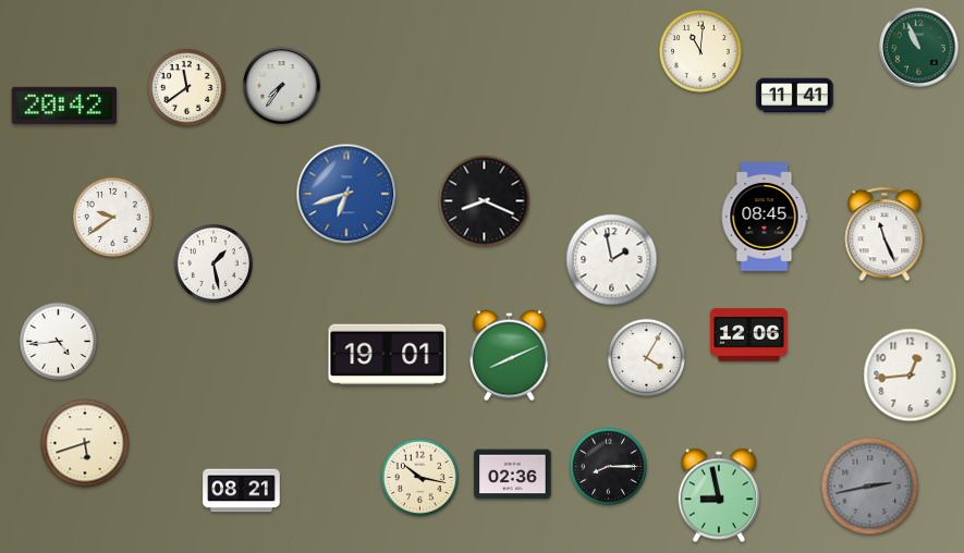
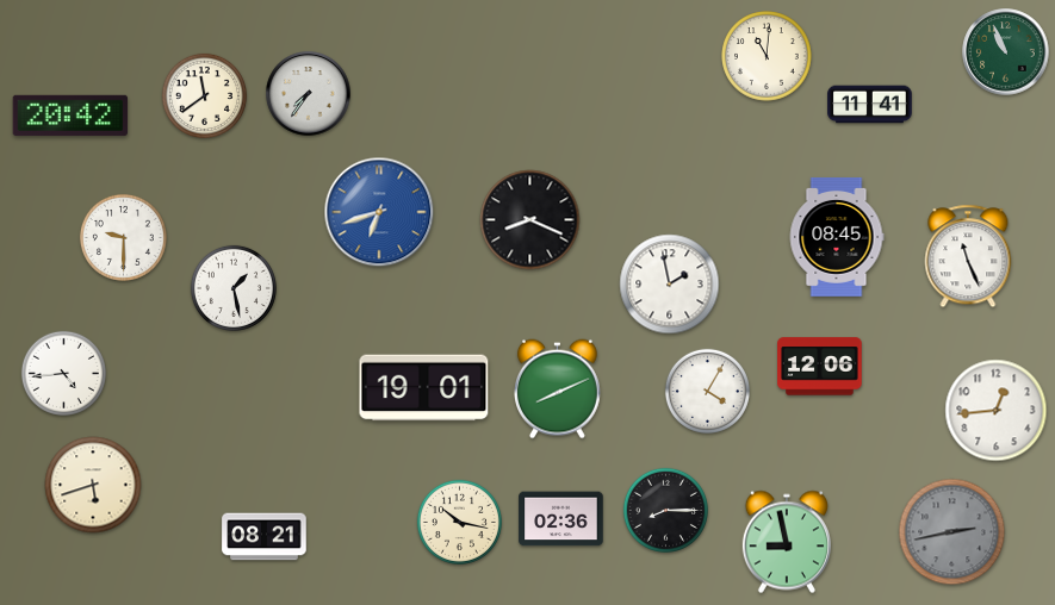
clock at (112, 217): 9:39 -> 9:30
